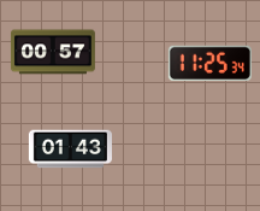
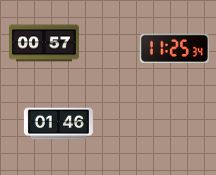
clock at (209, 63) position: (209, 63) -> (174, 48)
clock at (70, 150): 01:43 -> 01:46
